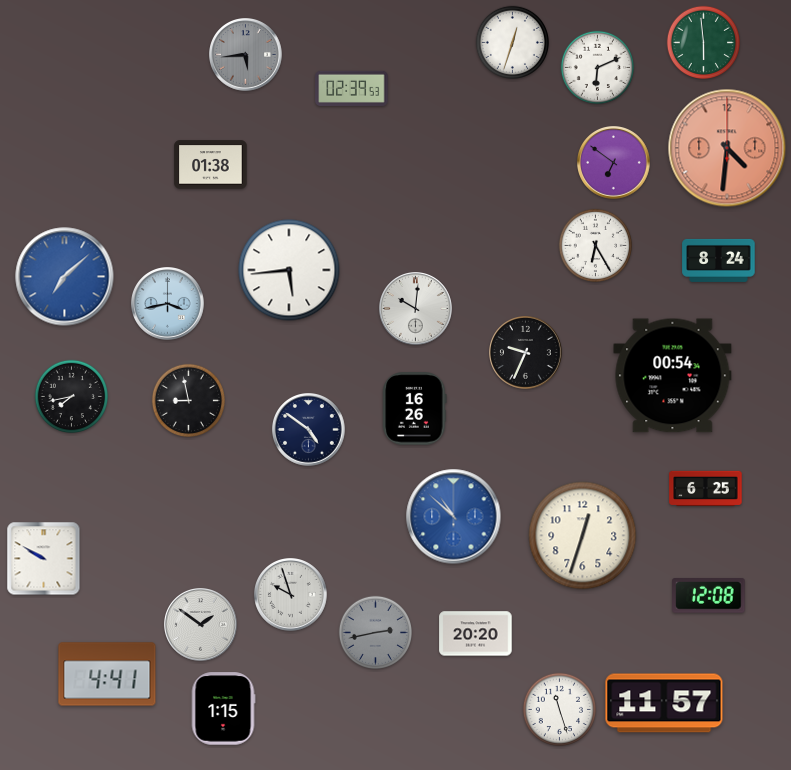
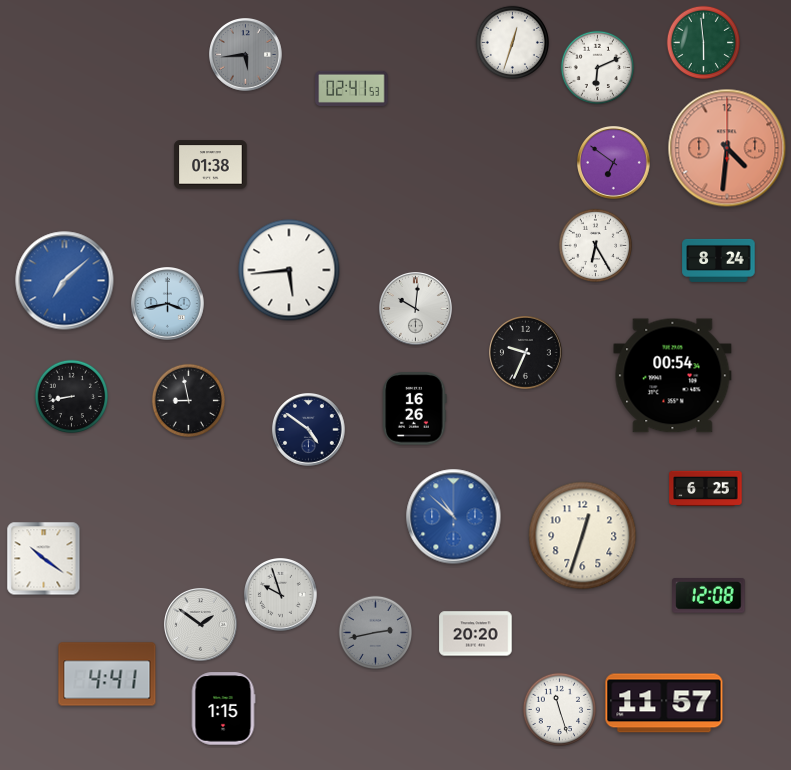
clock at (352, 88): 02:39 -> 02:41
clock at (65, 277) position: (65, 277) -> (65, 281)
clock at (71, 396): 7:43 -> 8:43
clock at (44, 559): 9:50 -> 10:21
clock at (291, 595) position: (291, 595) -> (281, 595)
